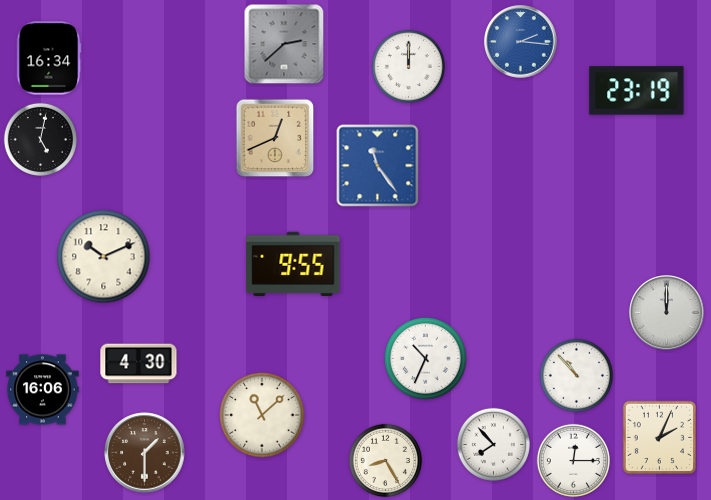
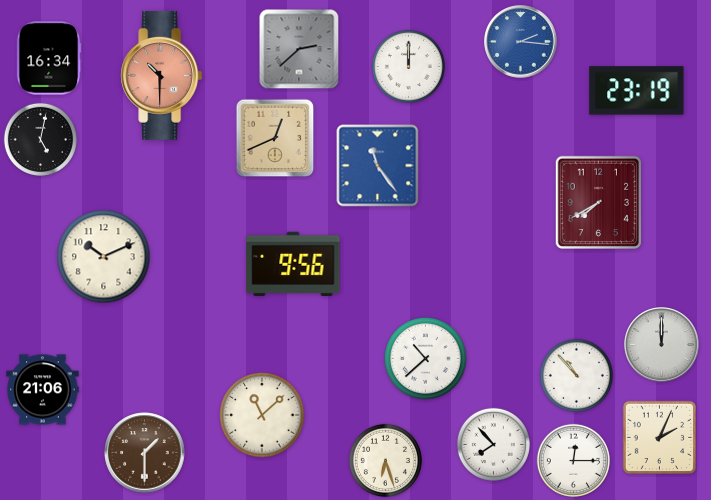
clock at (284, 44) position: (284, 44) -> (299, 49)
clock at (162, 75): none -> 10:30
clock at (598, 202): none -> 7:40
clock at (293, 264): 9:55 -> 9:56
clock at (667, 313) position: (667, 313) -> (662, 345)
clock at (426, 359): 10:34 -> 10:38
clock at (139, 364): 4:30 -> none
clock at (43, 390): 16:06 -> 21:06
clock at (385, 460): 8:25 -> 6:27
